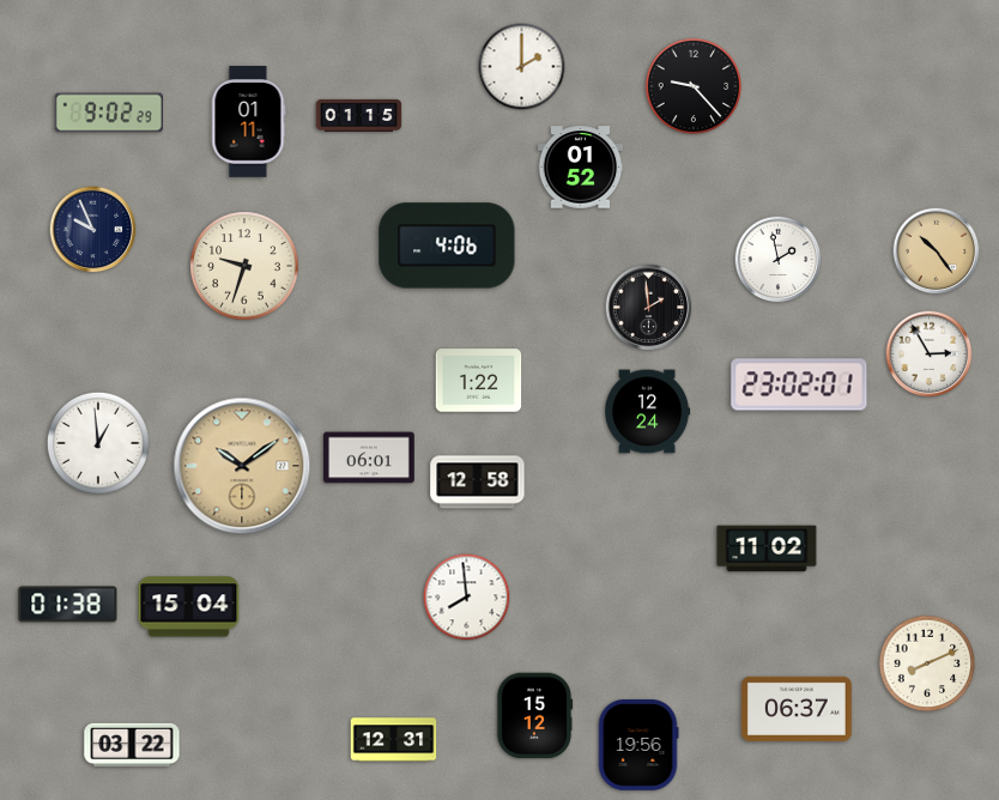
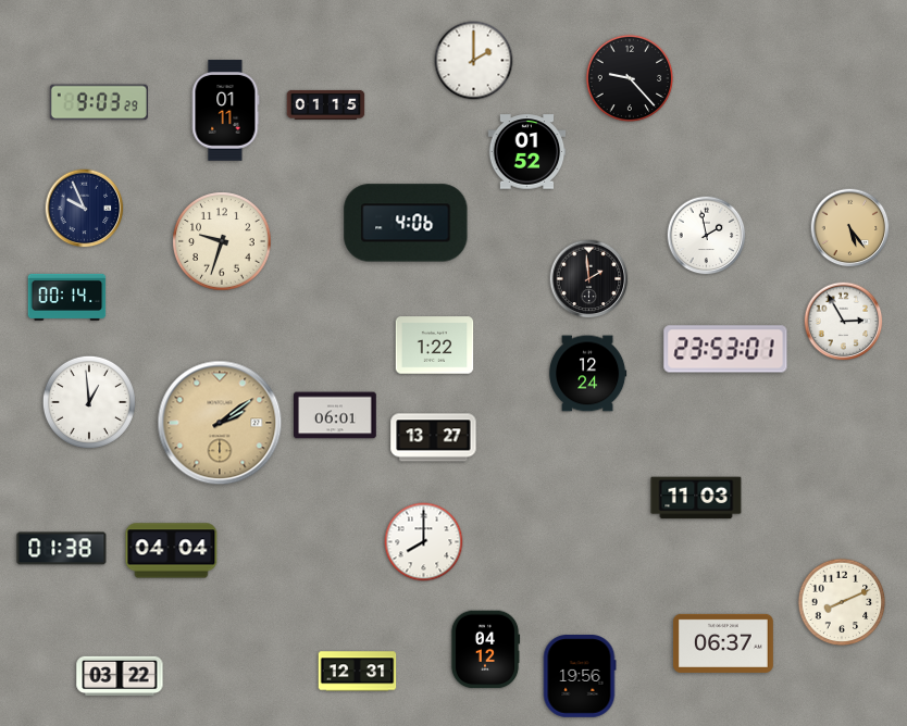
clock at (109, 113): 9:02 -> 9:03
clock at (937, 251): 10:24 -> 5:24
clock at (67, 297): none -> 00:14
clock at (799, 384): 23:02 -> 23:53
clock at (242, 466): 10:09 -> 2:09
clock at (478, 483): 12:58 -> 13:27
clock at (767, 549): 11:02 -> 11:03
clock at (467, 598): 7:59 -> 8:00
clock at (189, 607): 15:04 -> 04:04
clock at (534, 716): 15:12 -> 04:12
